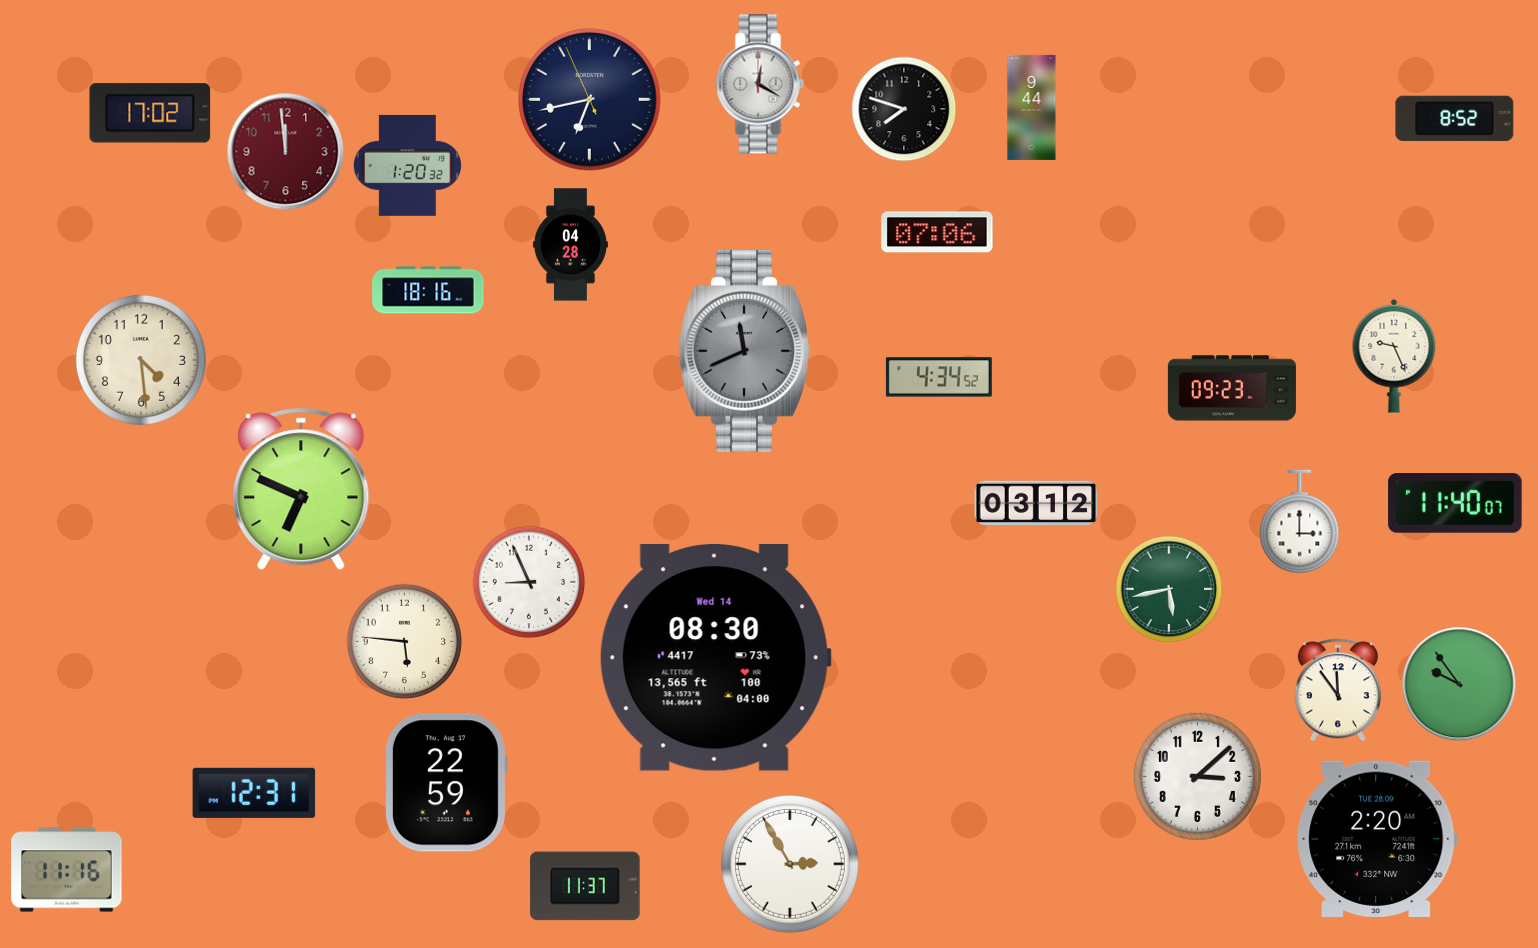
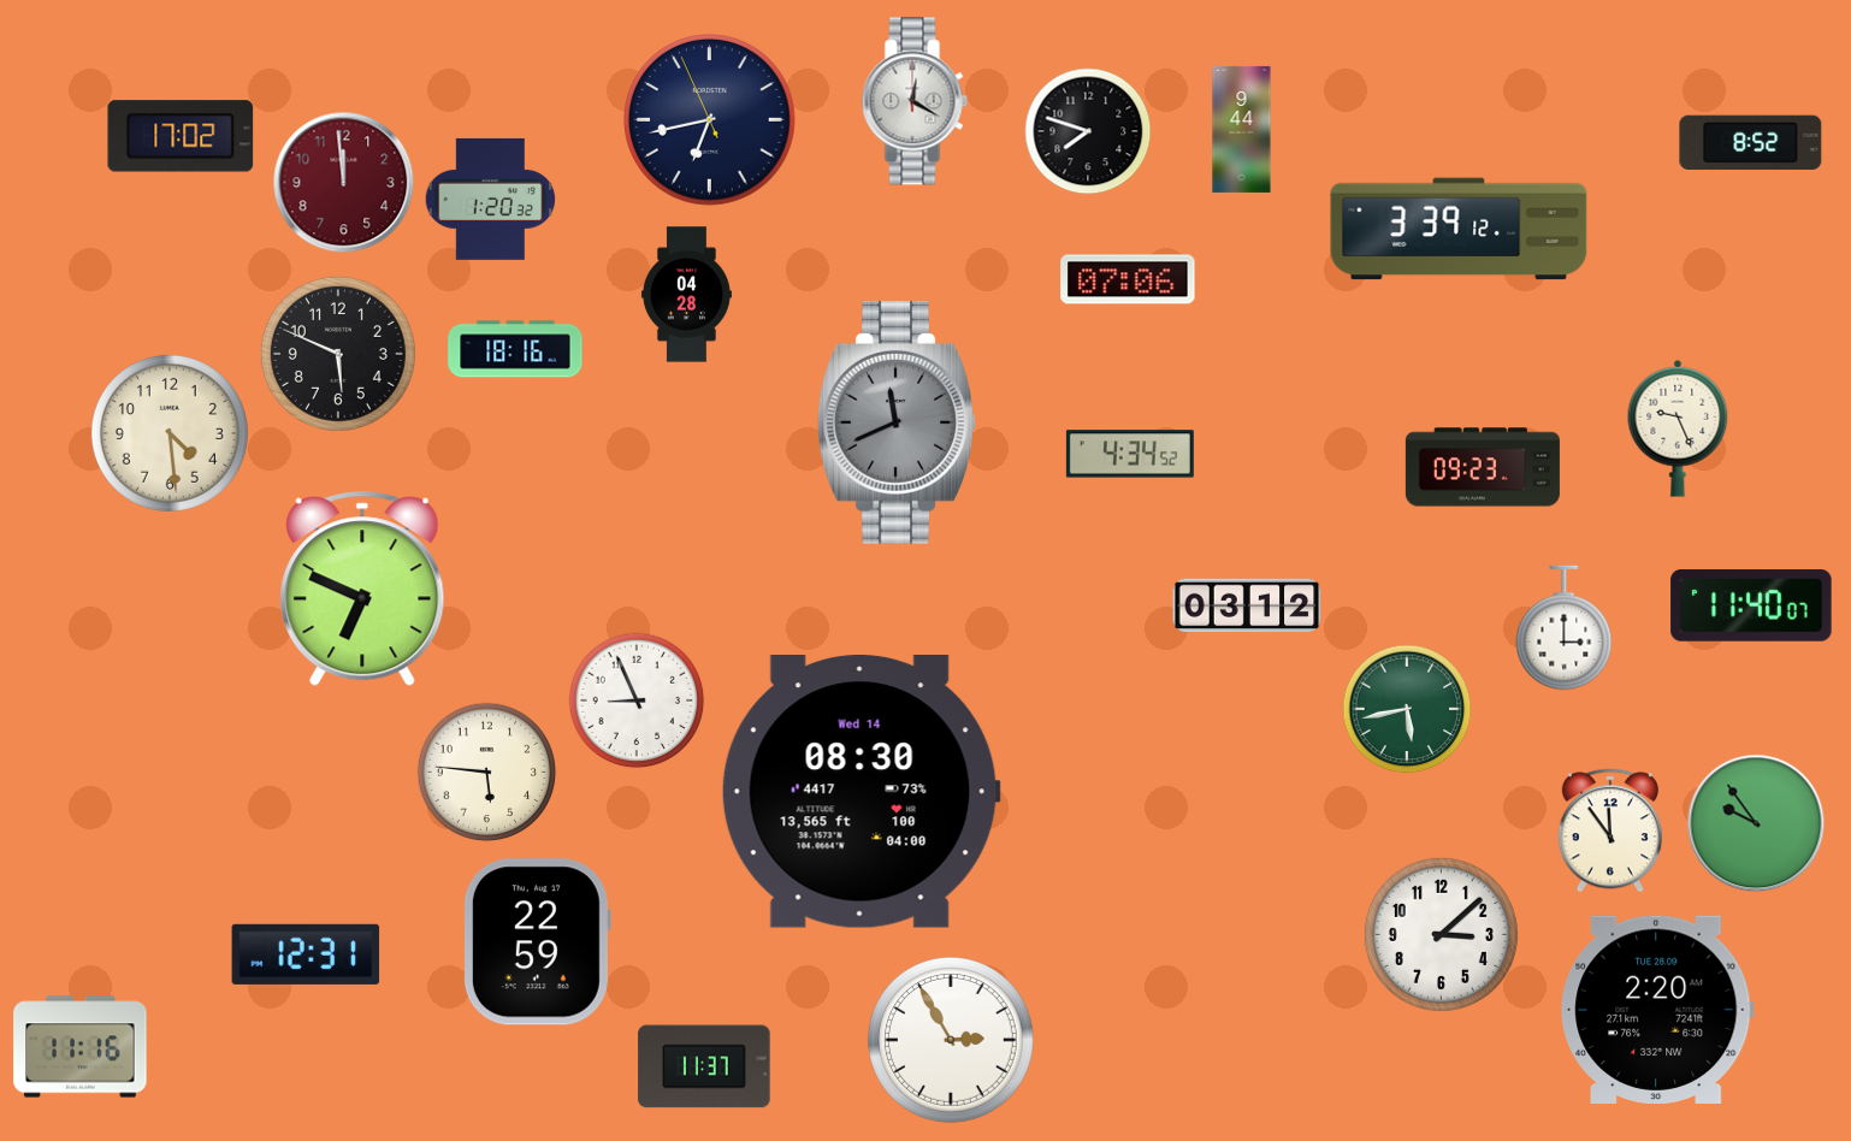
clock at (1459, 229): none -> 3:39
clock at (338, 354): none -> 5:49
